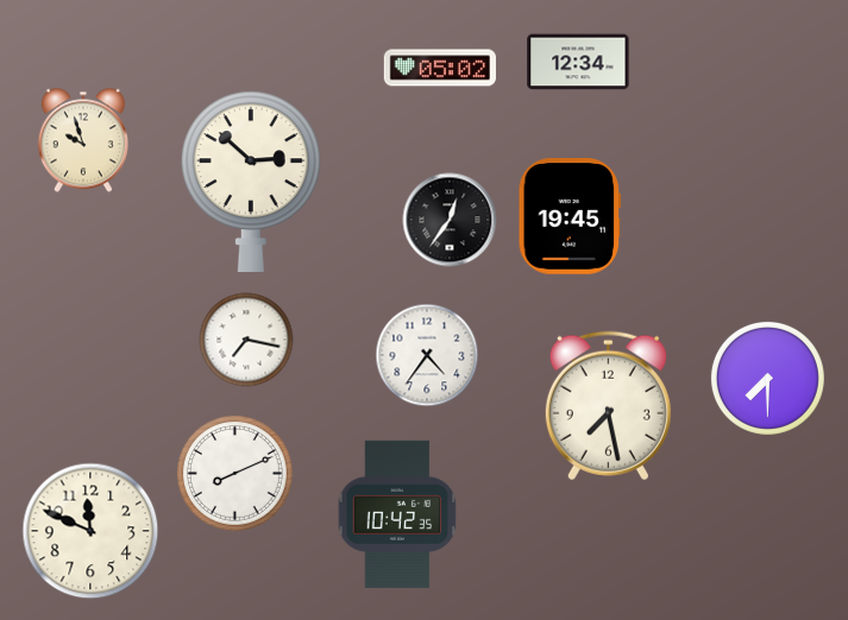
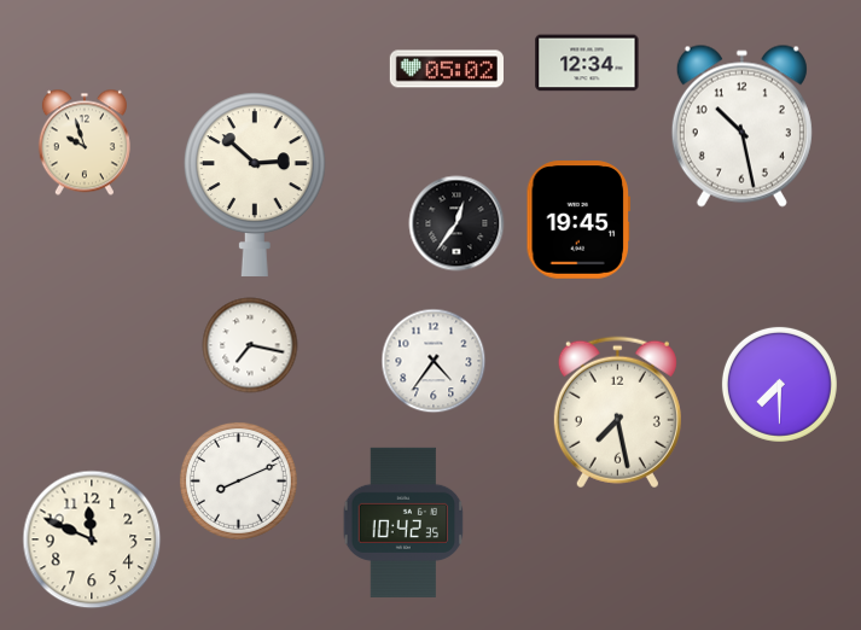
clock at (741, 126): none -> 10:28
